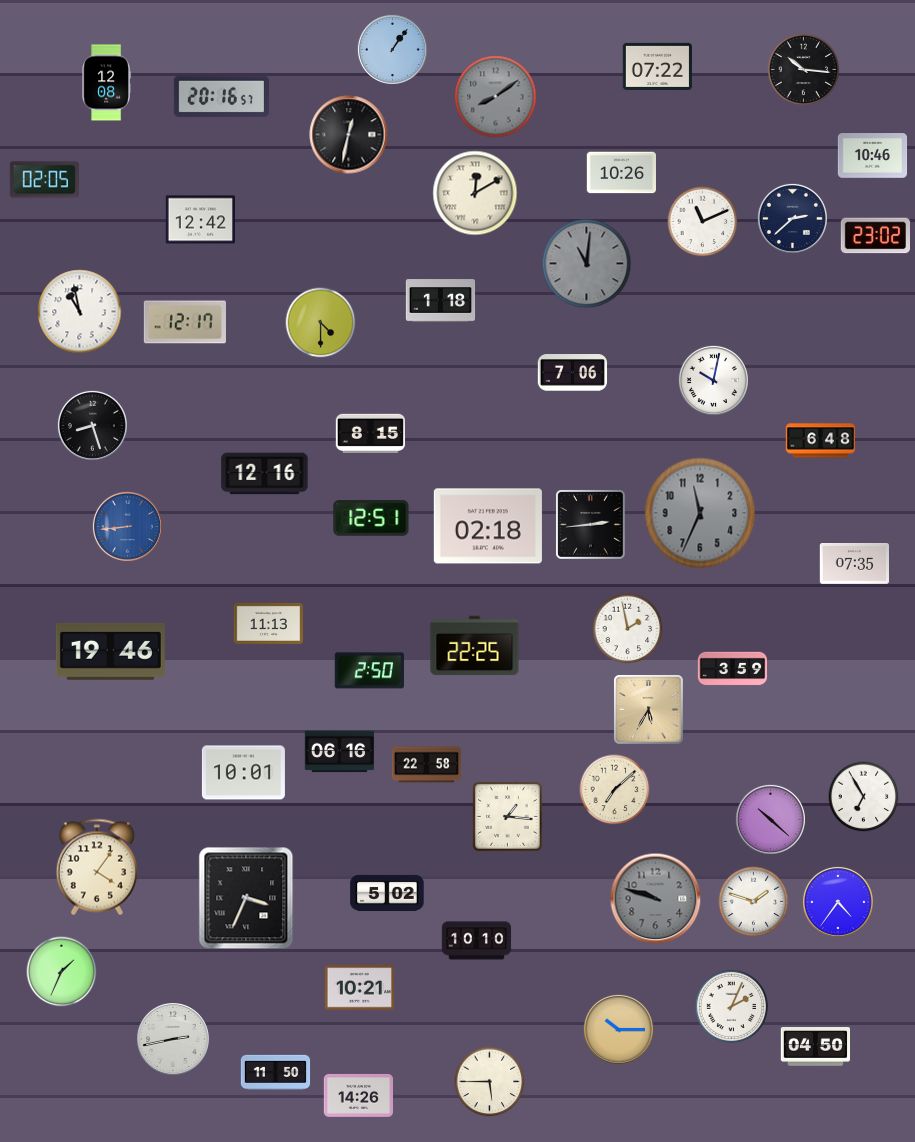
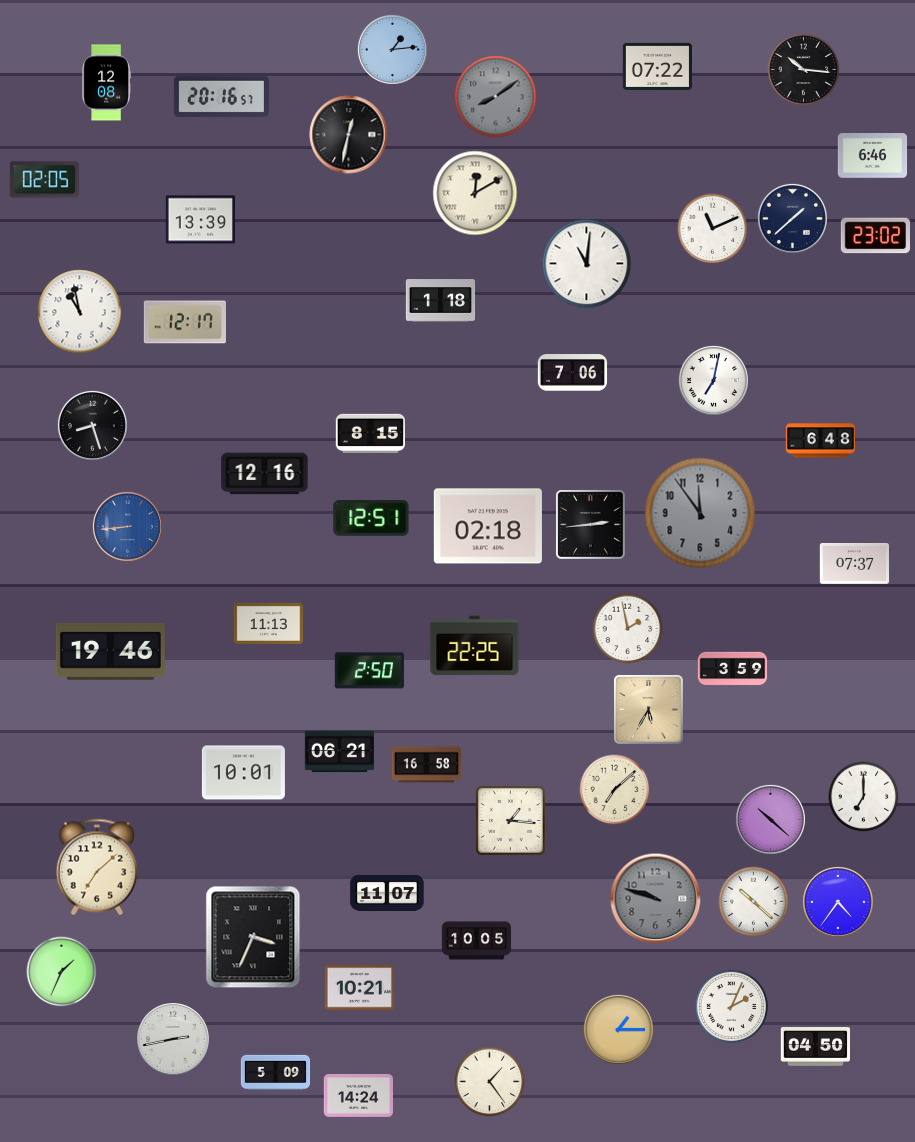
clock at (392, 49): 1:06 -> 1:14
clock at (873, 156): 10:46 -> 6:46
clock at (621, 173): 10:26 -> none
clock at (792, 218): 2:38 -> 1:38
clock at (200, 220): 12:42 -> 13:39
clock at (703, 222) position: (703, 222) -> (713, 229)
clock at (587, 264) dial: grey -> white
clock at (321, 323): 4:30 -> none
clock at (713, 380): 10:02 -> 7:02
clock at (700, 513): 11:34 -> 11:54
clock at (854, 564): 07:35 -> 07:37
clock at (340, 752): 06:16 -> 06:21
clock at (427, 765): 22:58 -> 16:58
clock at (864, 797): 6:55 -> 7:00
clock at (508, 817) position: (508, 817) -> (511, 821)
clock at (97, 867): 4:06 -> 7:08
clock at (387, 893): 5:02 -> 11:07
clock at (246, 898) position: (246, 898) -> (253, 937)
clock at (754, 902): 1:48 -> 10:22
clock at (477, 941): 10:10 -> 10:05
clock at (618, 1029): 10:15 -> 1:15
clock at (276, 1072): 11:50 -> 5:09
clock at (490, 1082): 5:45 -> 1:24
clock at (358, 1095): 14:26 -> 14:24
